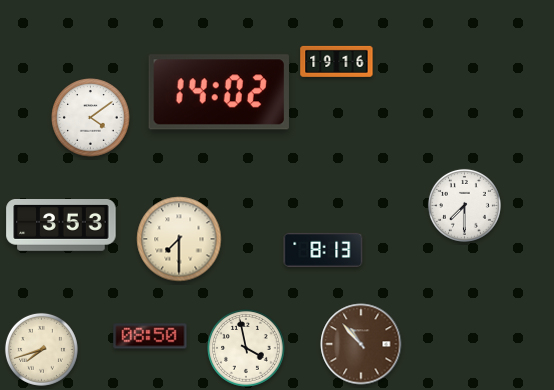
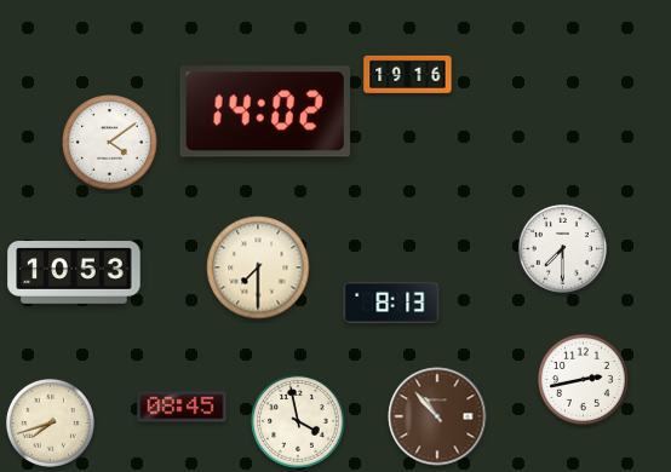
clock at (61, 226): 3:53 -> 10:53
clock at (179, 239) position: (179, 239) -> (258, 267)
clock at (583, 379): none -> 2:43
clock at (150, 336): 08:50 -> 08:45
